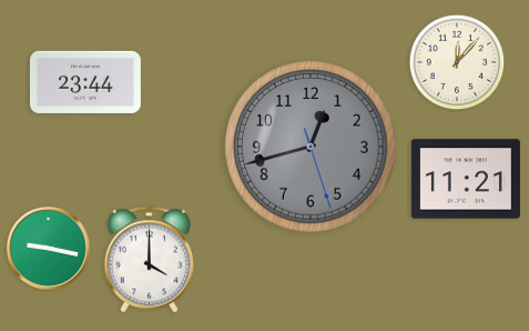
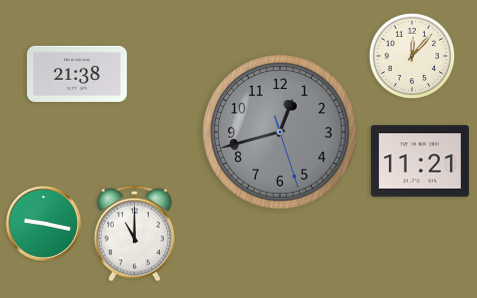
clock at (85, 82): 23:44 -> 21:38
clock at (149, 260): 4:00 -> 11:00
